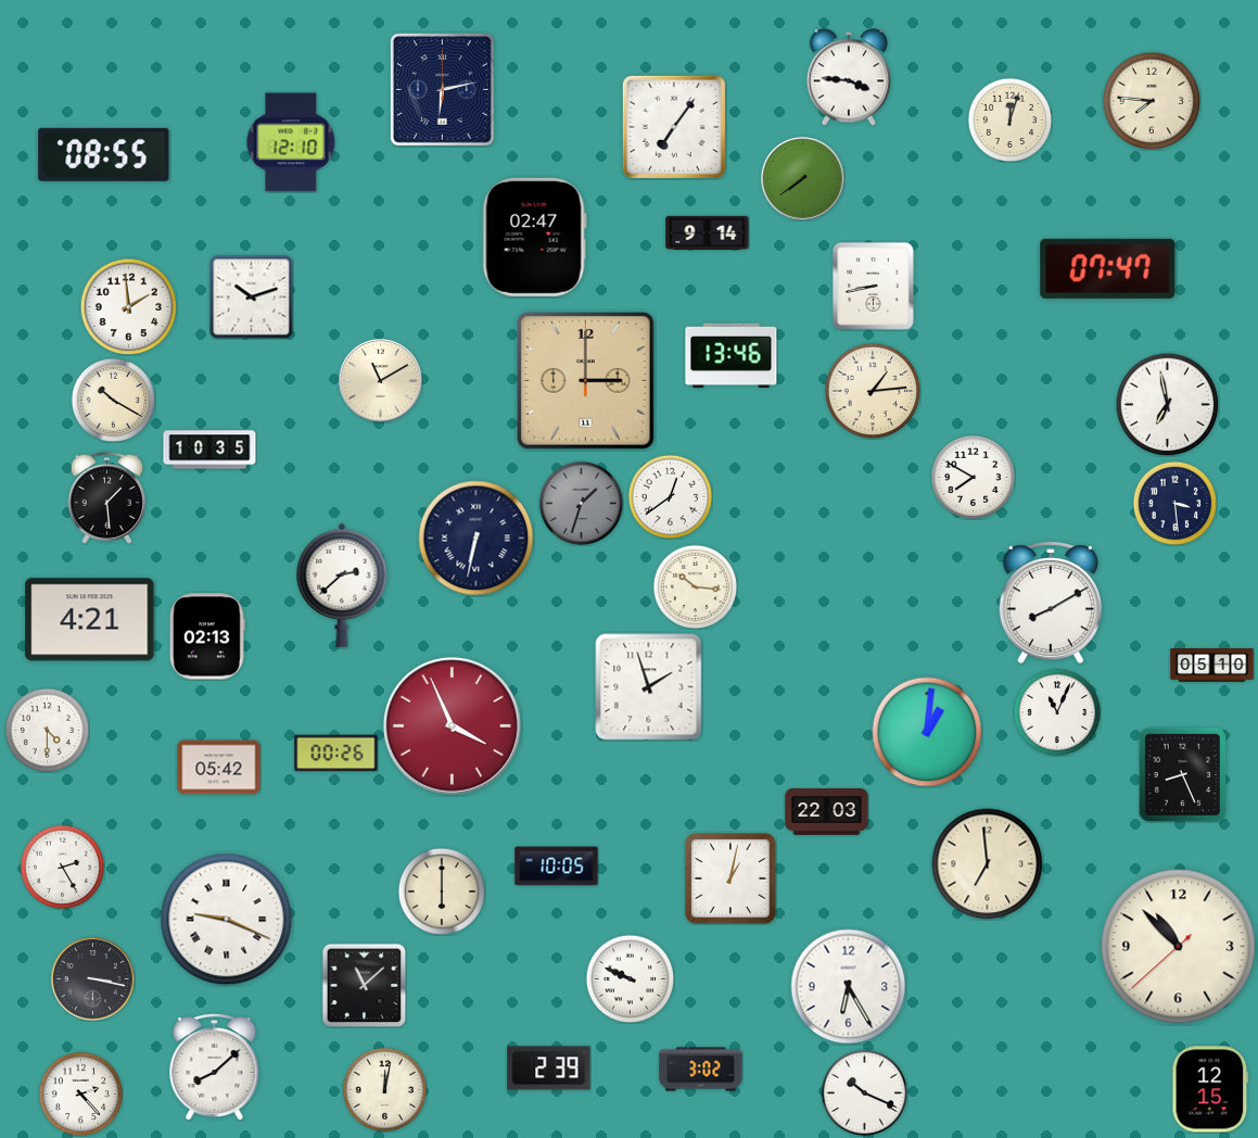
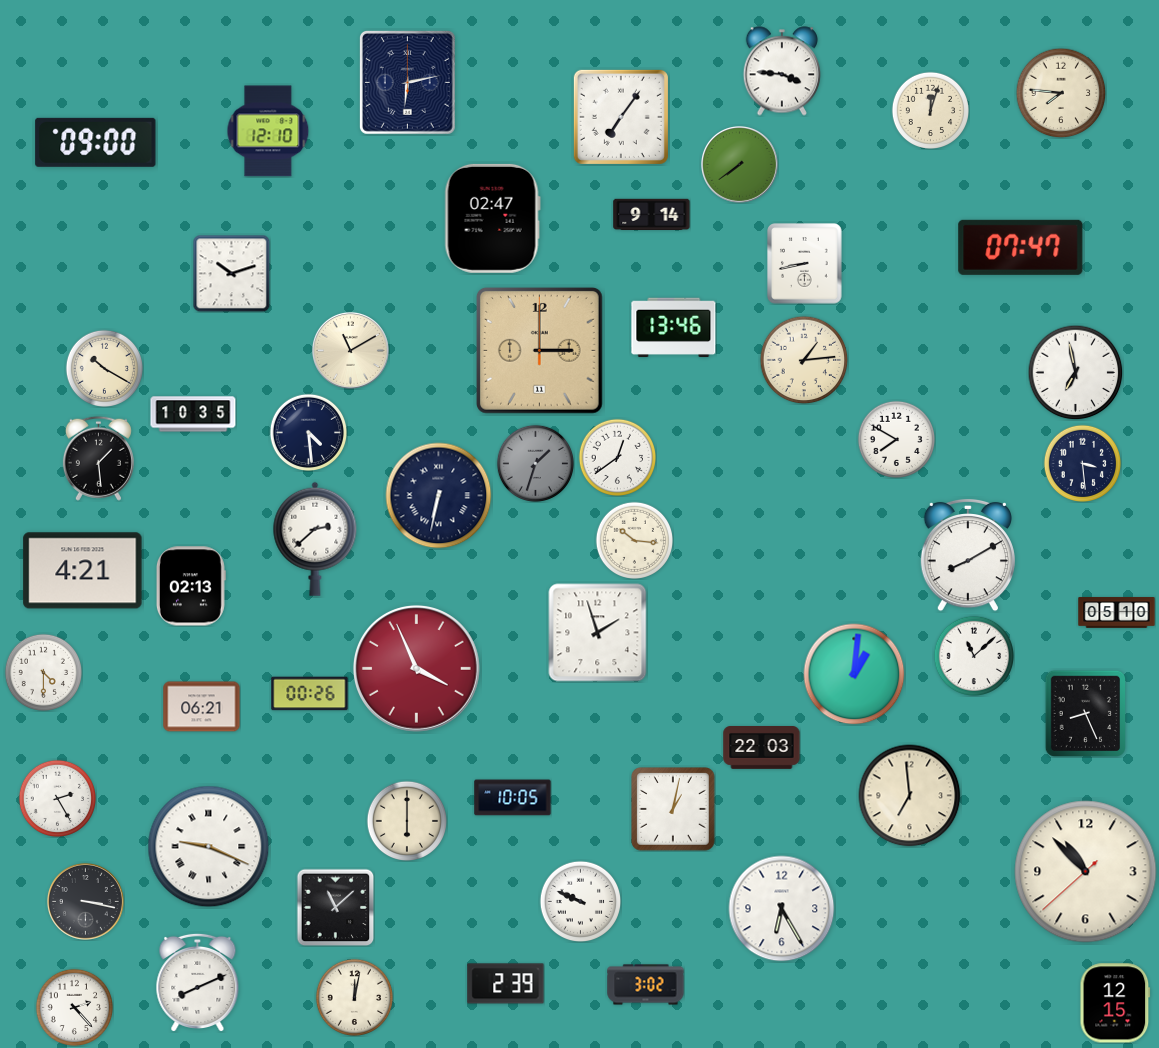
clock at (104, 154): 08:55 -> 09:00
clock at (128, 306): 1:59 -> none
clock at (308, 432): none -> 4:29
clock at (695, 586) position: (695, 586) -> (634, 540)
clock at (1057, 712): 11:04 -> 11:08
clock at (219, 768): 05:42 -> 06:21
clock at (1182, 774) position: (1182, 774) -> (1085, 713)
clock at (215, 1066): 8:08 -> 8:11
clock at (384, 1089) position: (384, 1089) -> (354, 997)
clock at (864, 1092): 10:19 -> none
